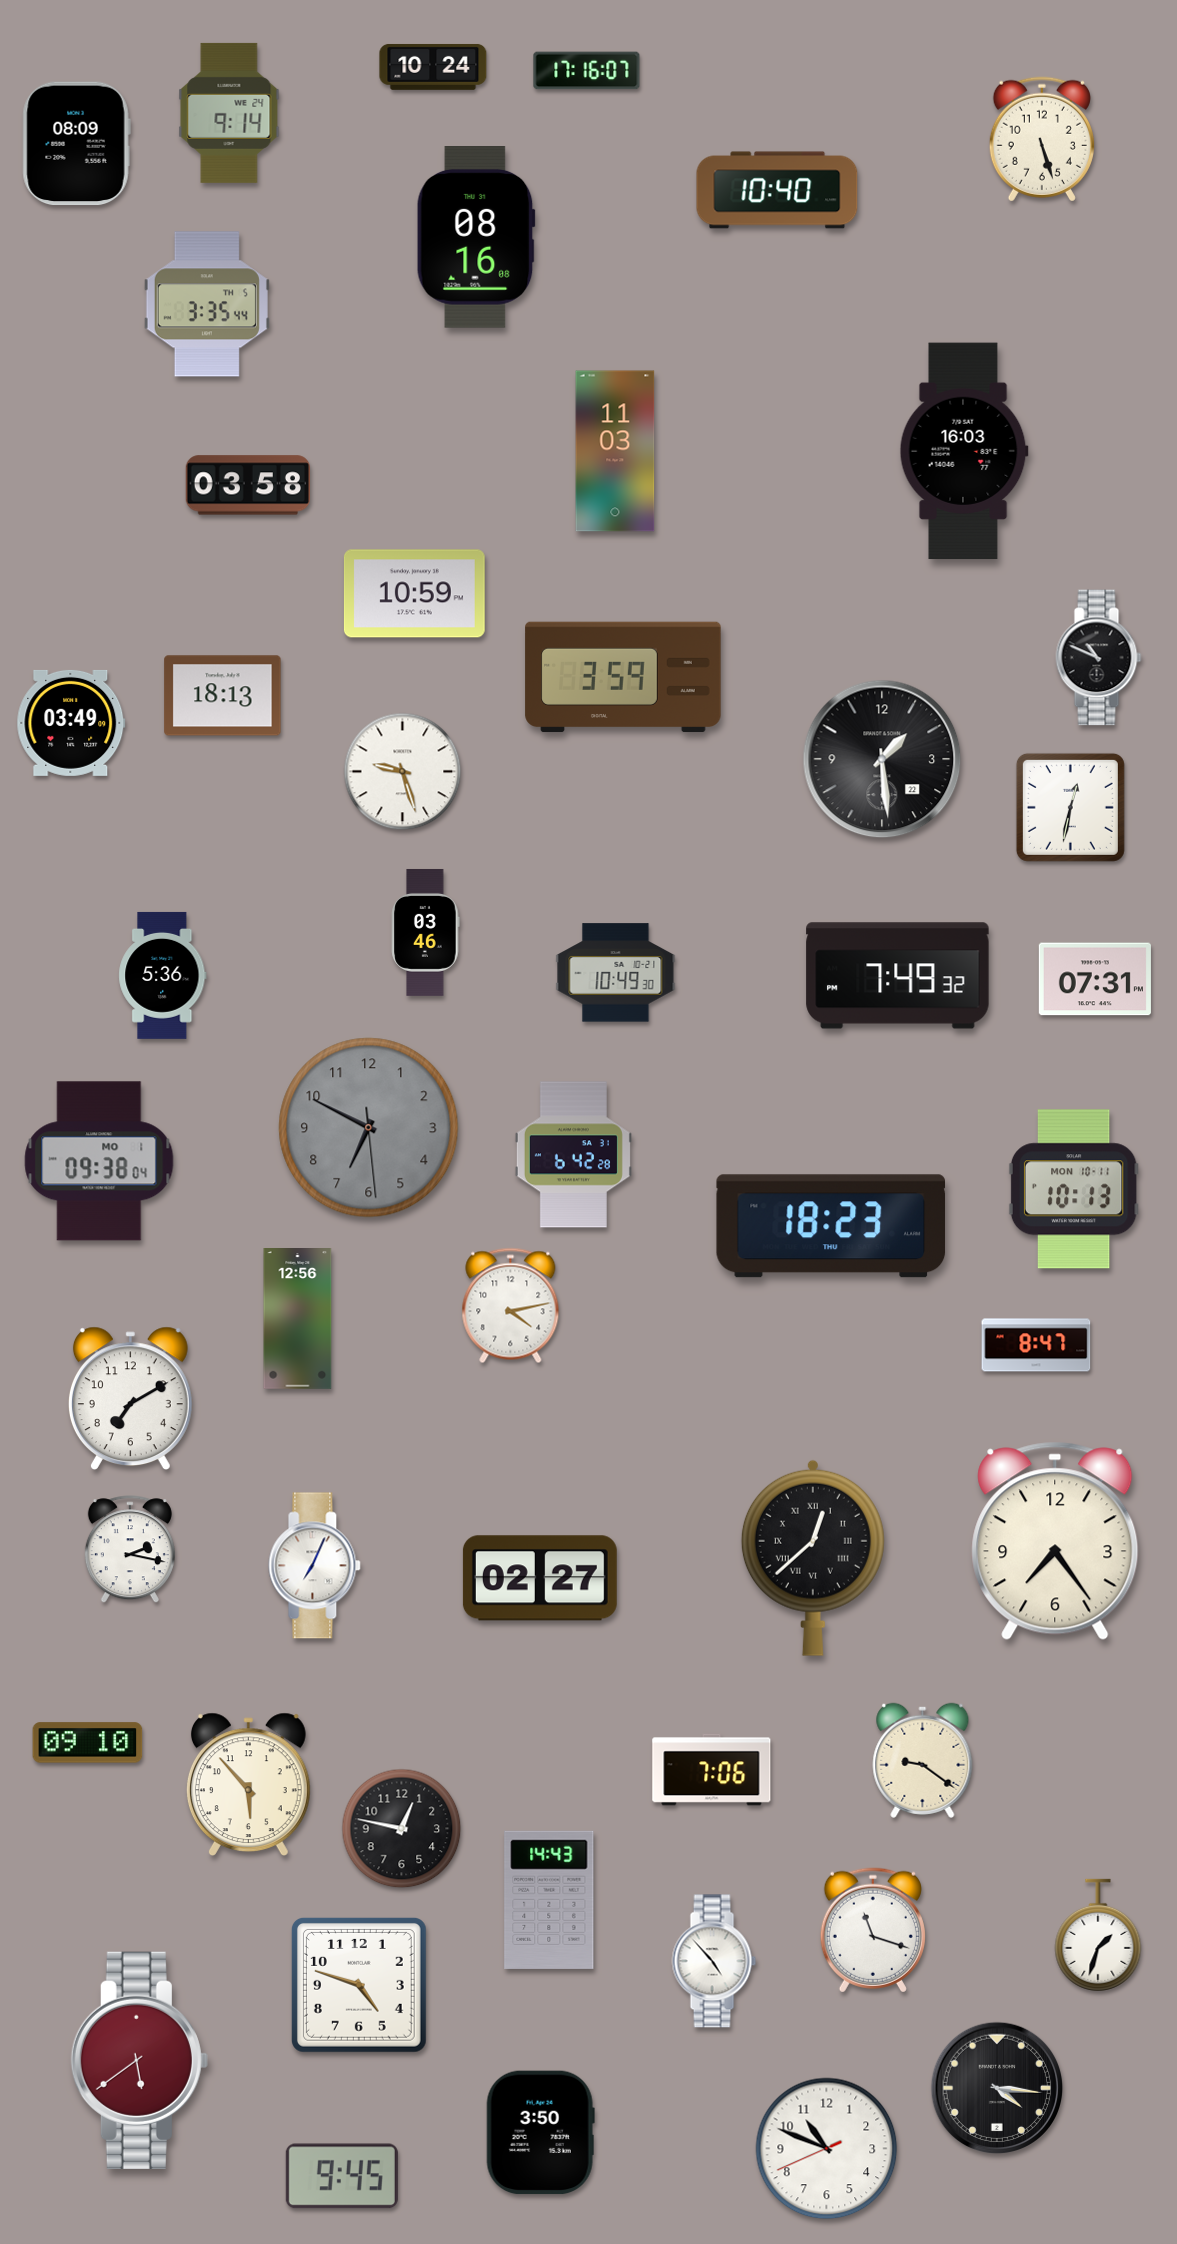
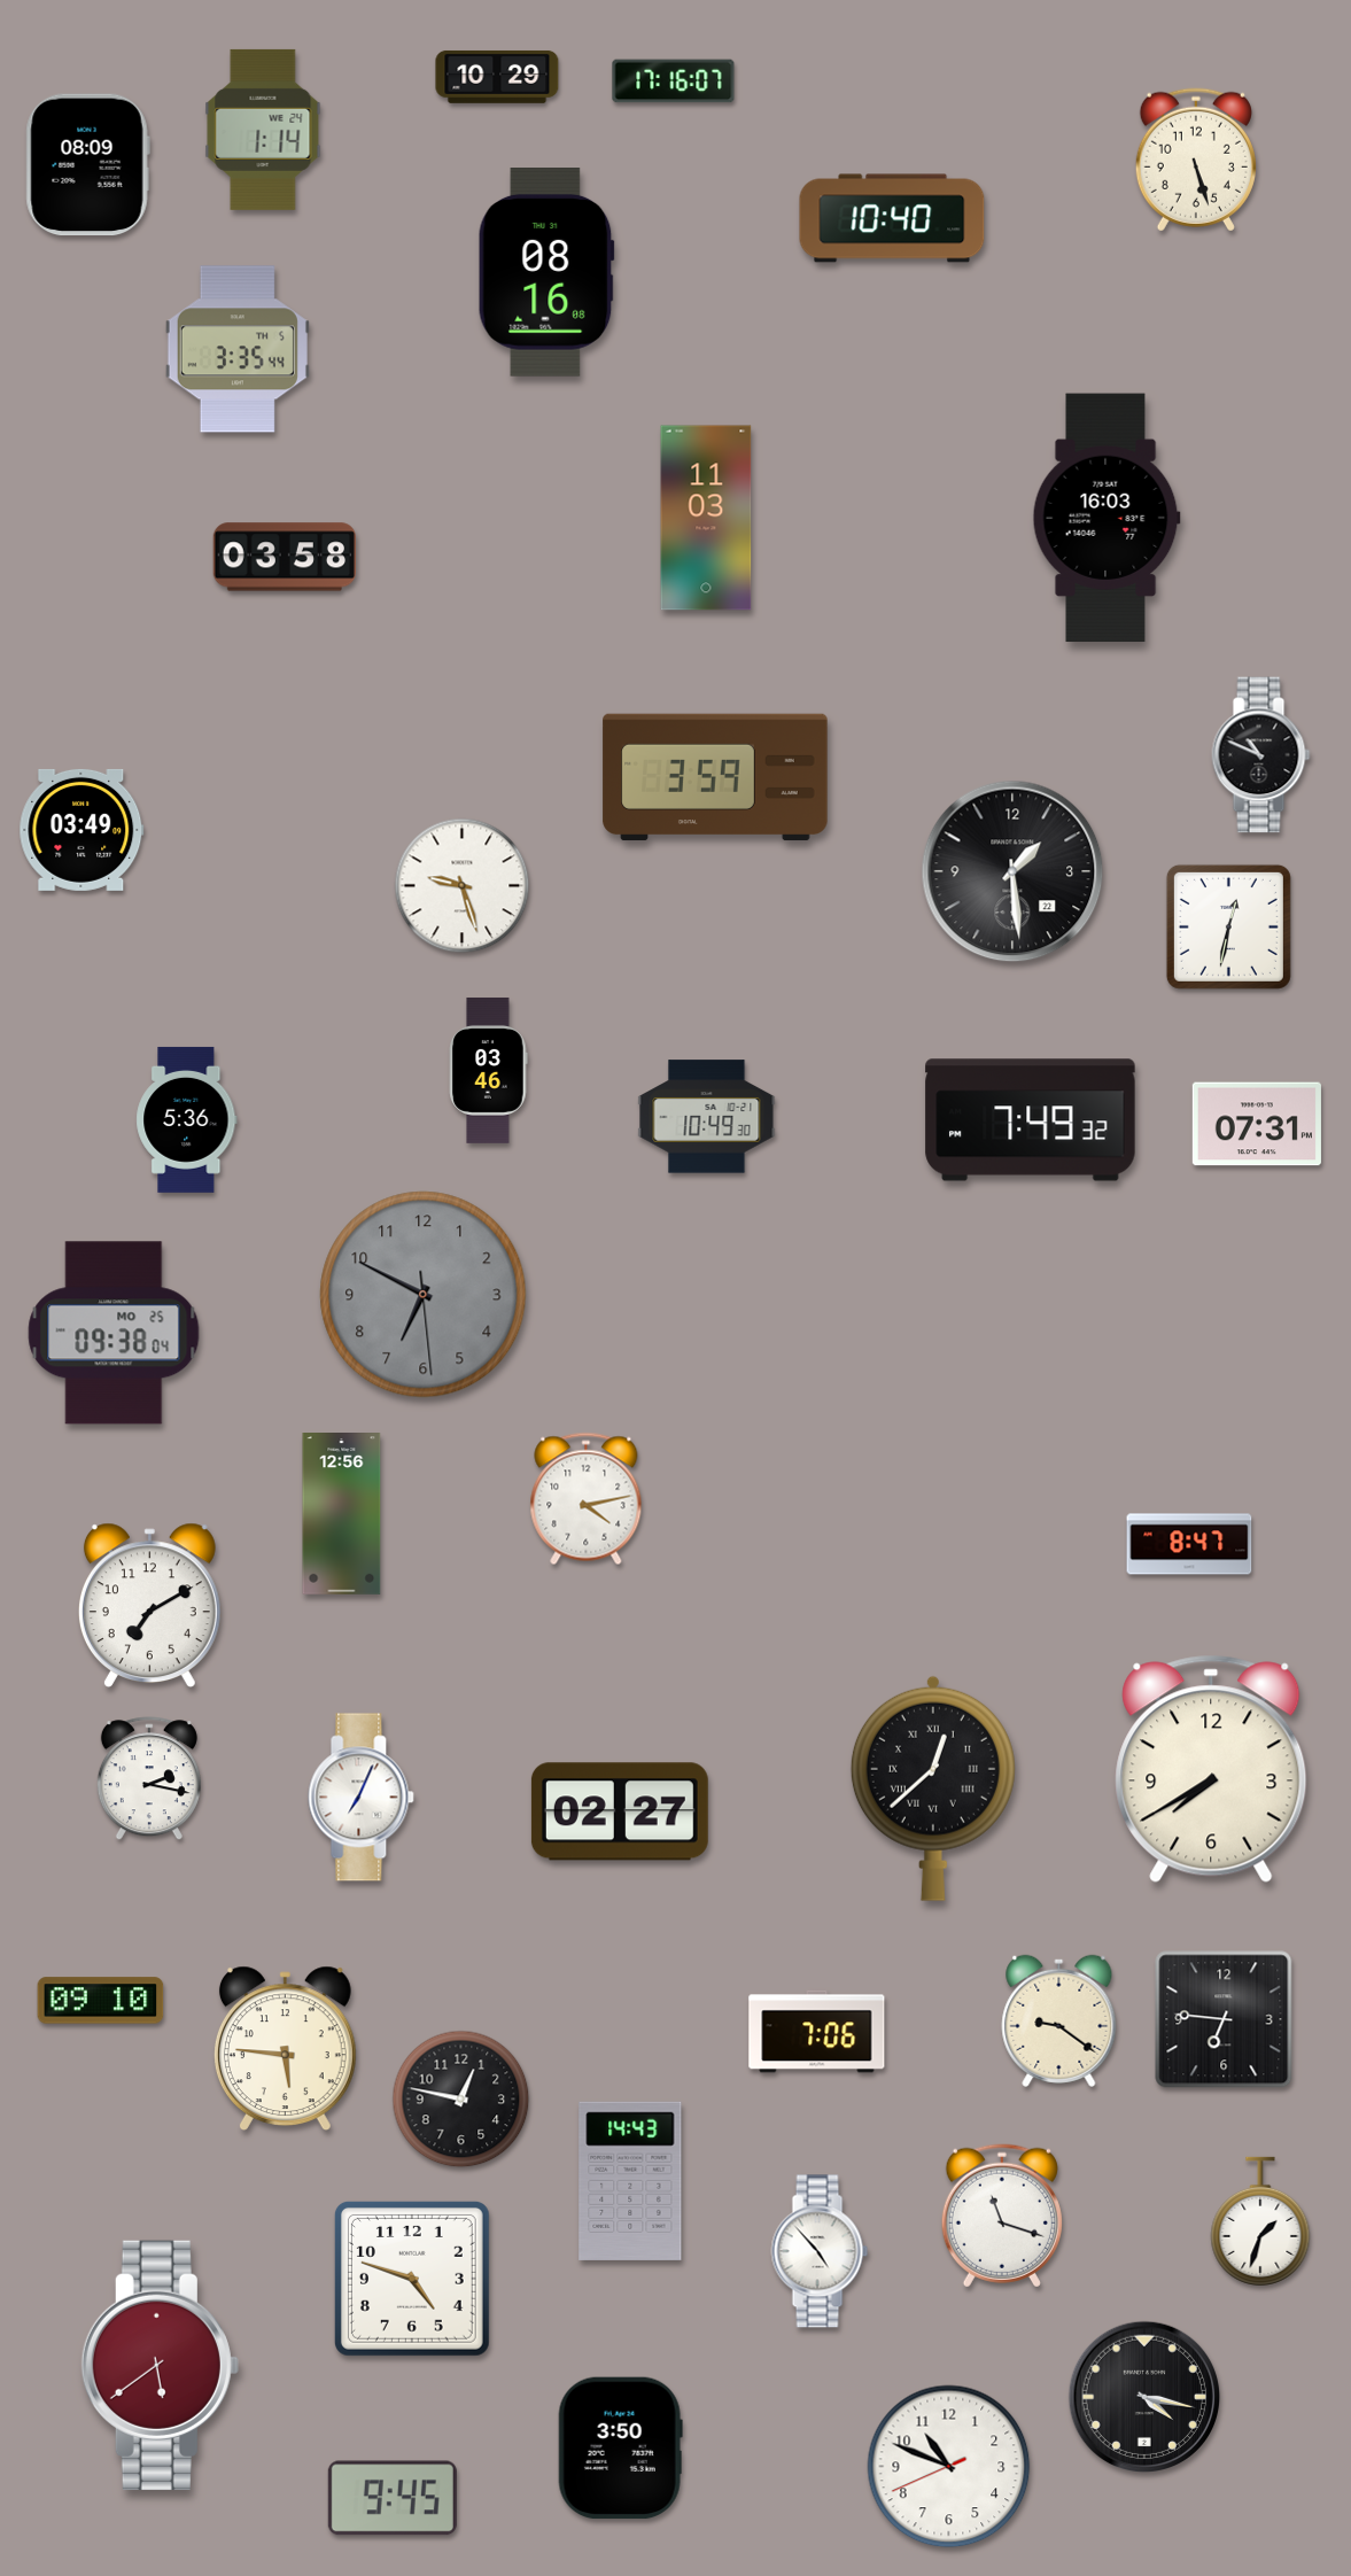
clock at (433, 67): 10:24 -> 10:29
clock at (229, 113): 9:14 -> 1:14
clock at (414, 594): 10:59 -> none
clock at (223, 696): 18:13 -> none
clock at (573, 1155): 6:42 -> none
clock at (99, 1161) date: MO 1 -> MO 25
clock at (1074, 1189): 10:13 -> none
clock at (831, 1226): 18:23 -> none
clock at (1055, 1541): 7:24 -> 7:40
clock at (1224, 2019): none -> 6:46
clock at (248, 1784): 5:53 -> 5:46
clock at (997, 2088): 4:16 -> 4:17
